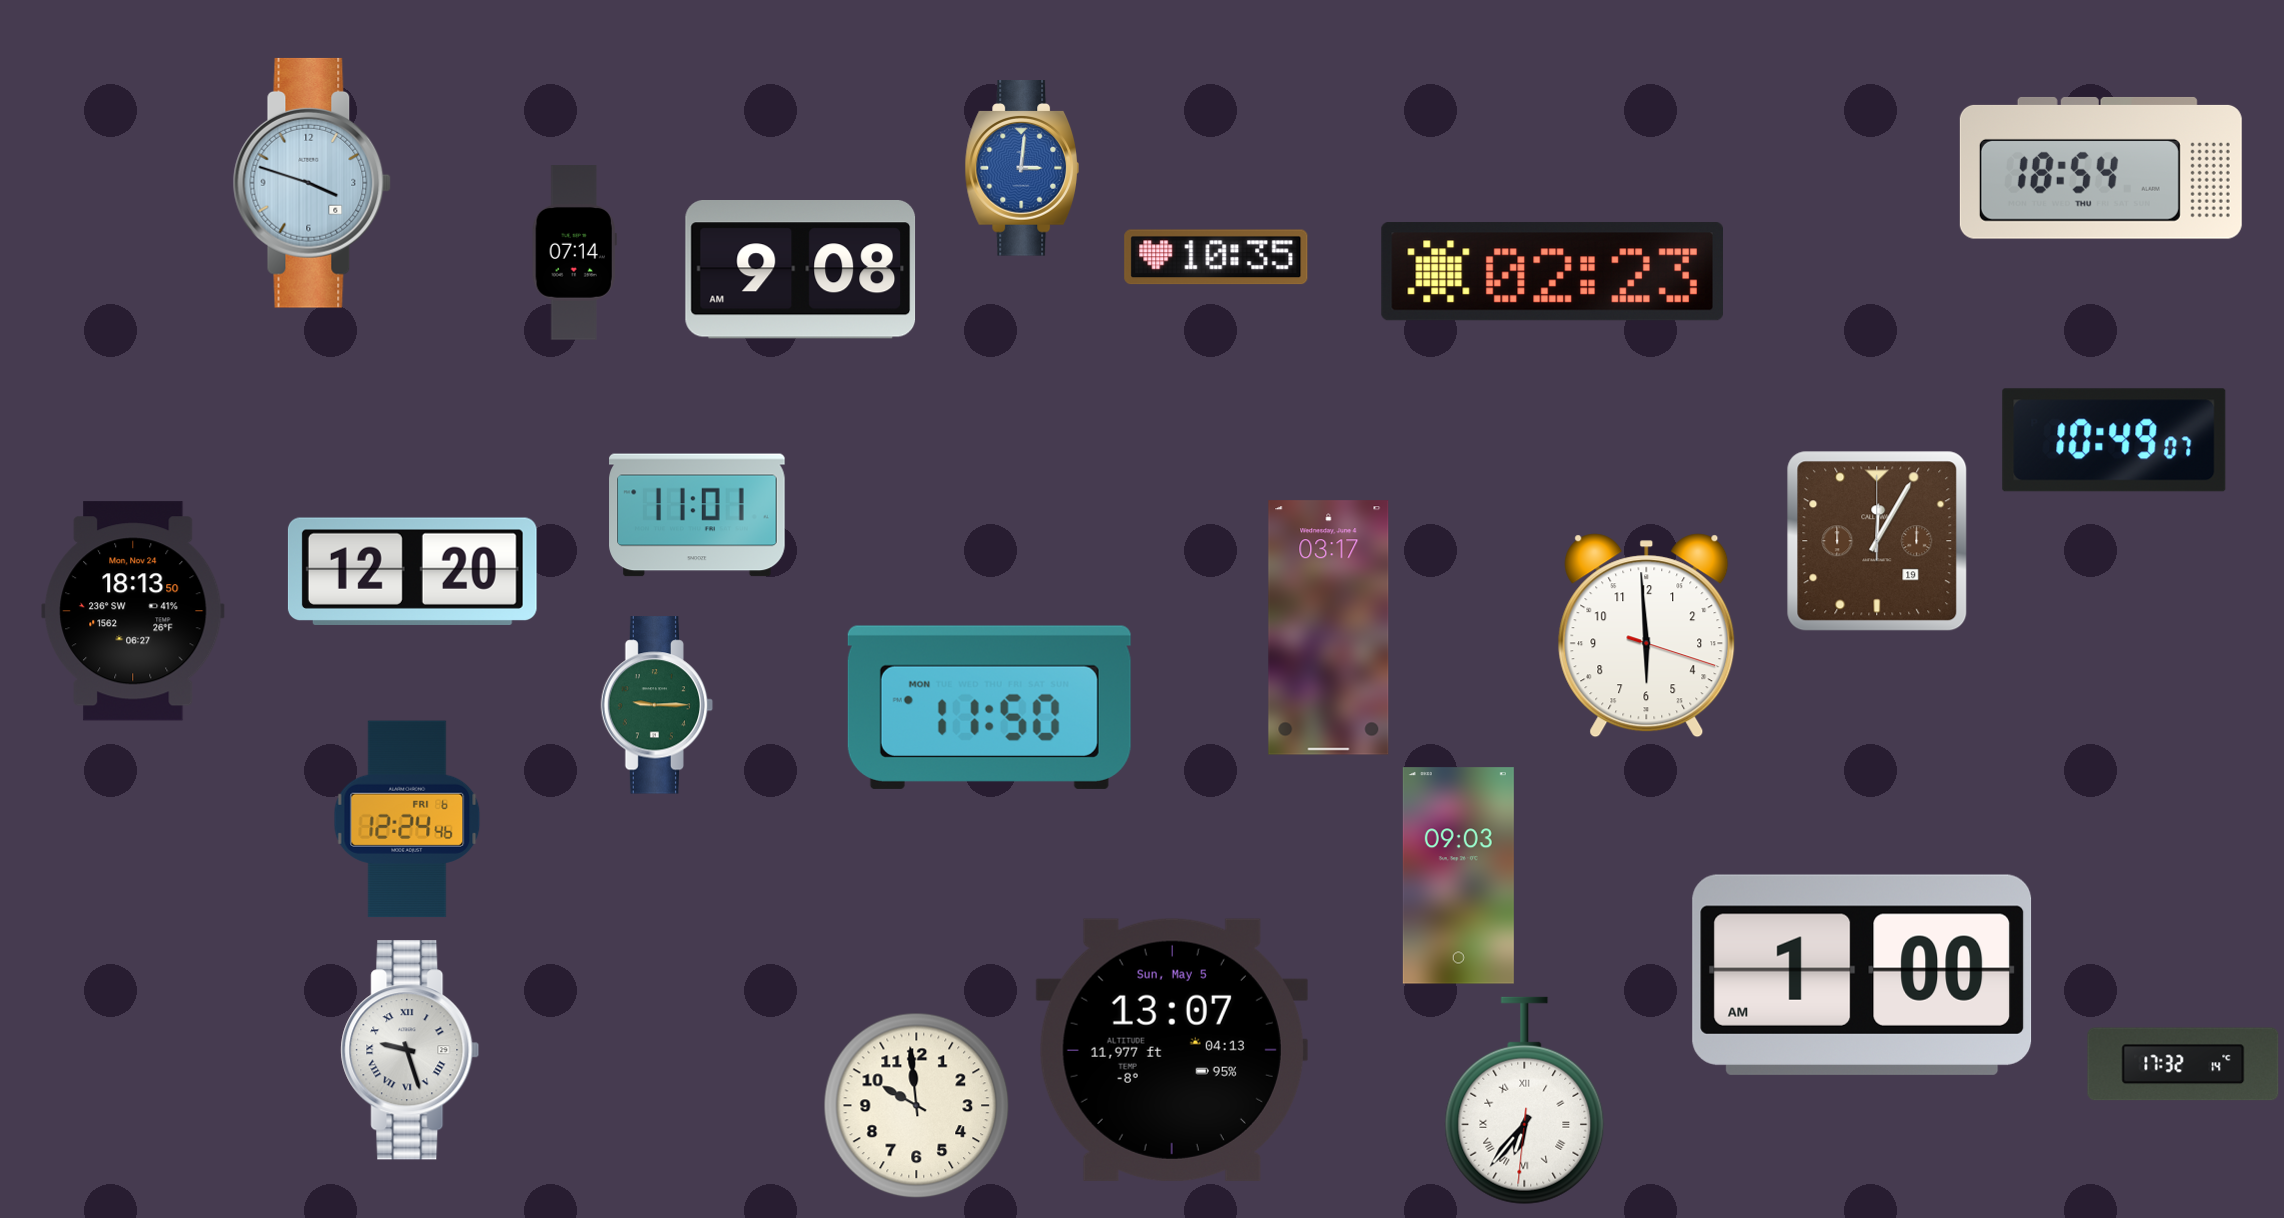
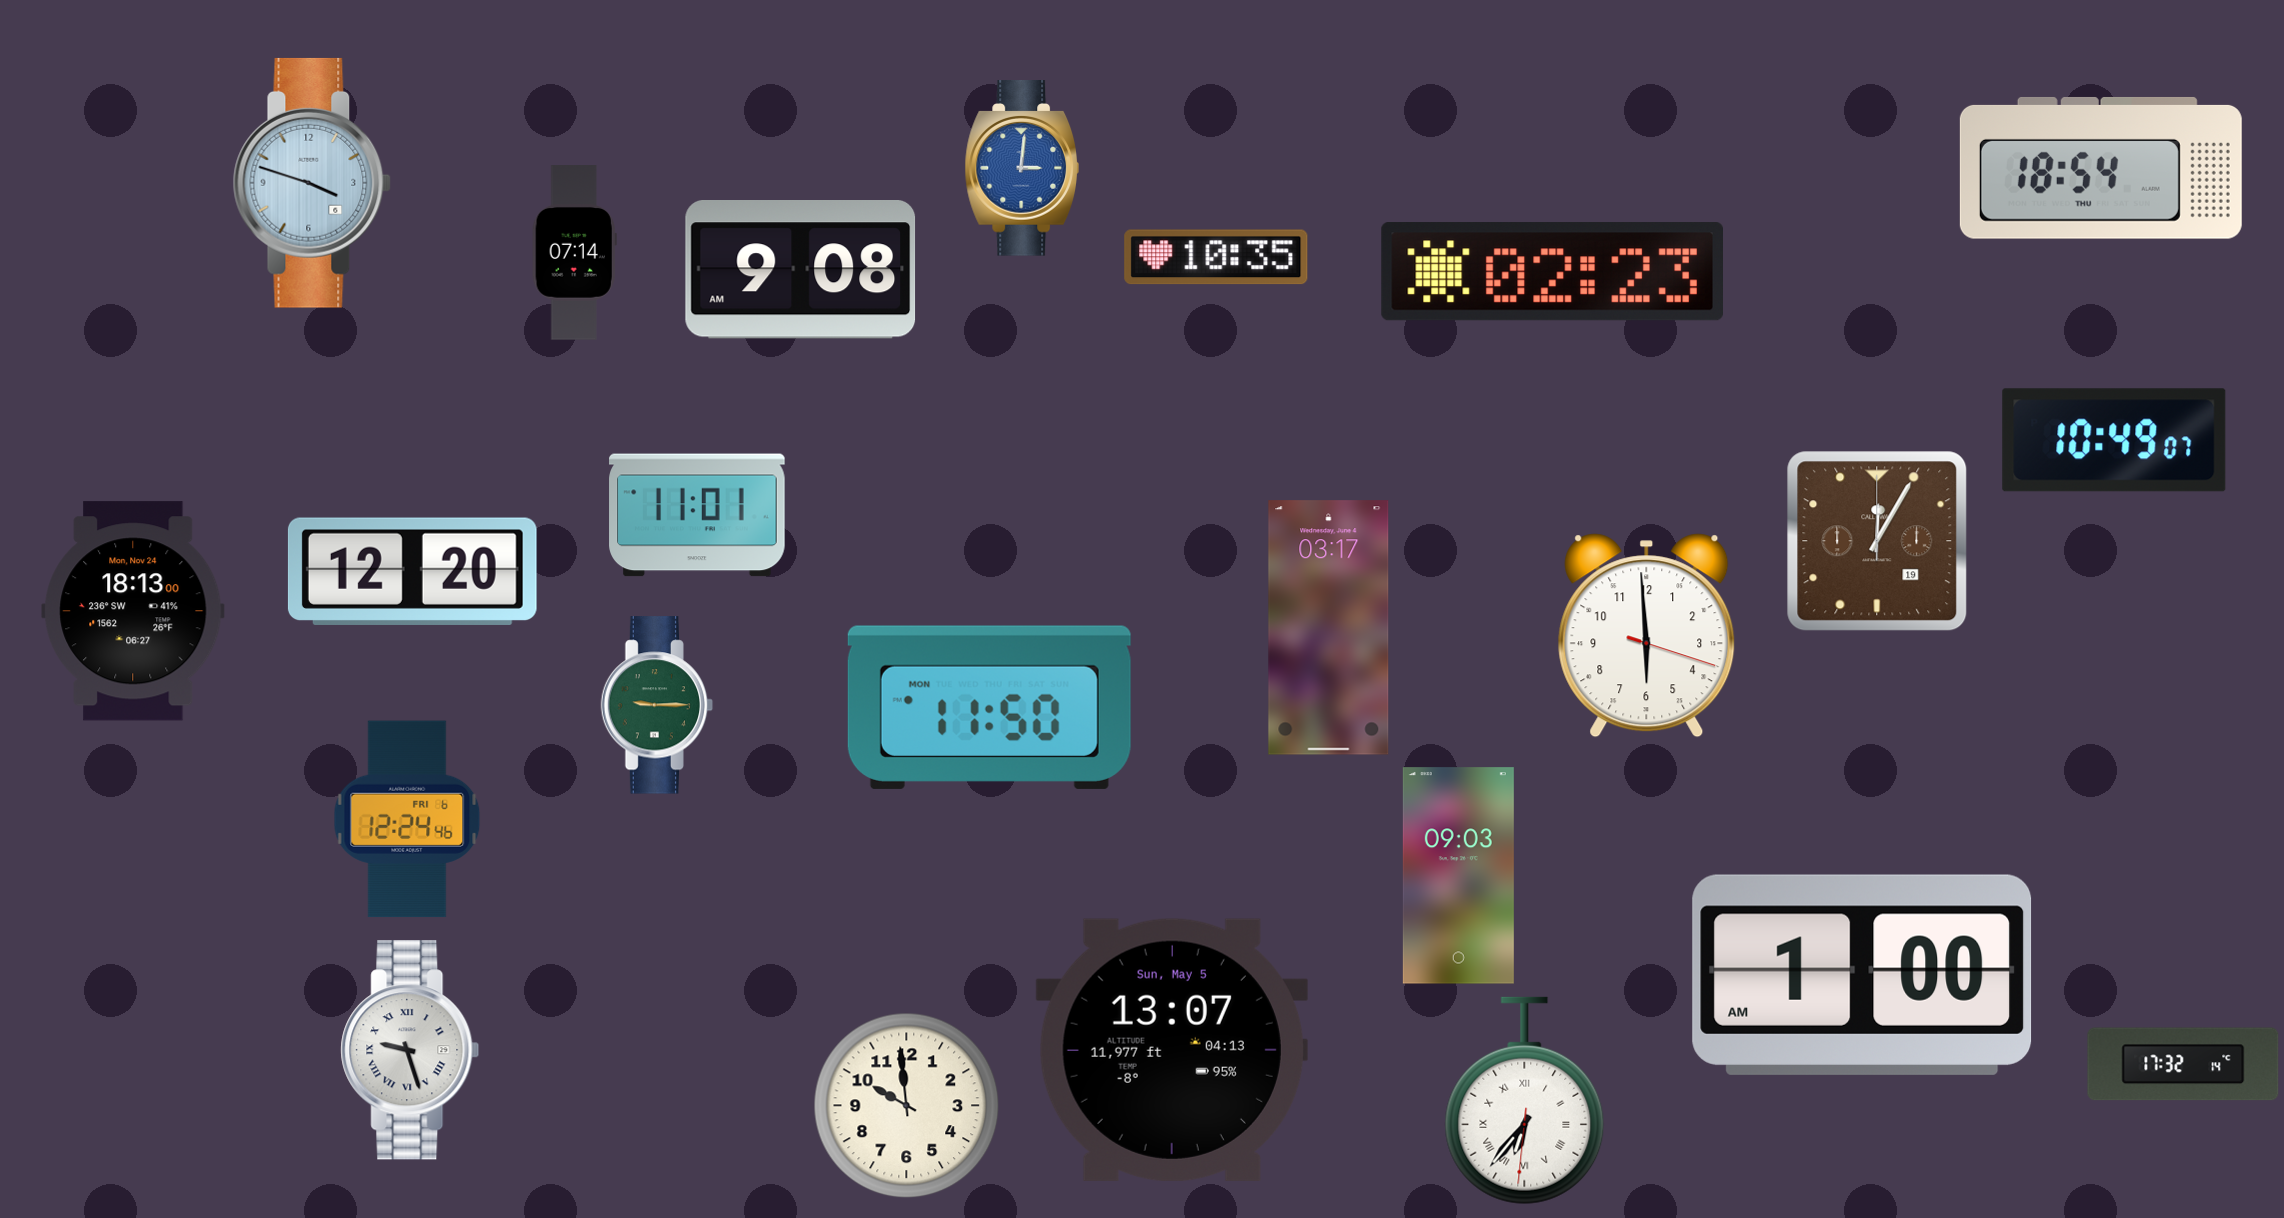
clock at (133, 611): 18:13:50 -> 18:13:00
clock at (917, 1106) position: (917, 1106) -> (907, 1106)
